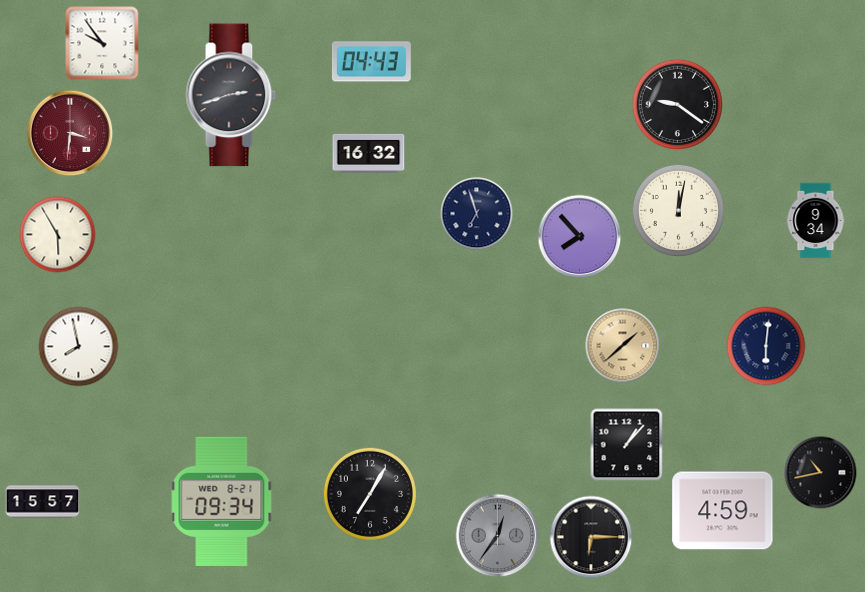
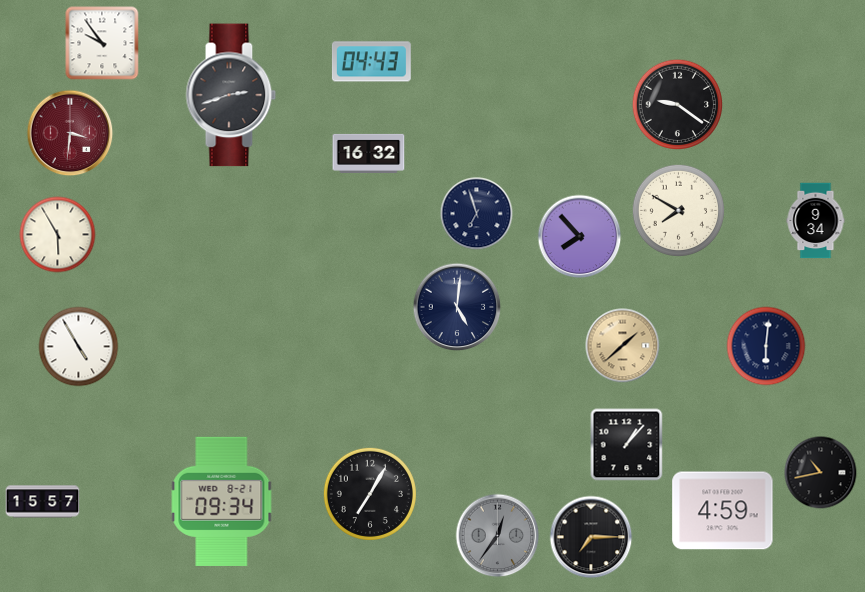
clock at (678, 210): 12:02 -> 7:50
clock at (457, 307): none -> 5:01
clock at (79, 347): 7:58 -> 4:55
clock at (591, 537): 6:15 -> 7:15
